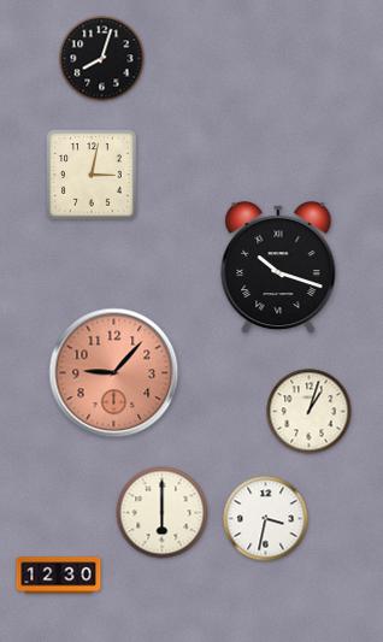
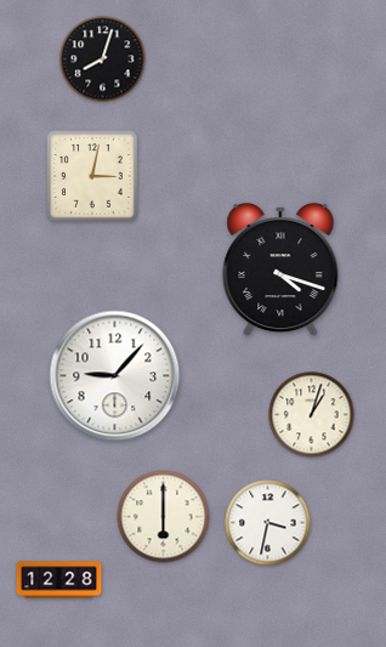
clock at (278, 267): 10:18 -> 4:18
clock at (114, 373) dial: salmon -> white
clock at (59, 576): 12:30 -> 12:28
